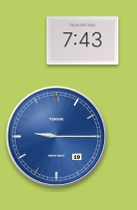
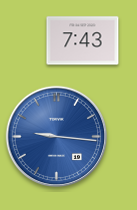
clock at (57, 137): 9:15 -> 9:16
